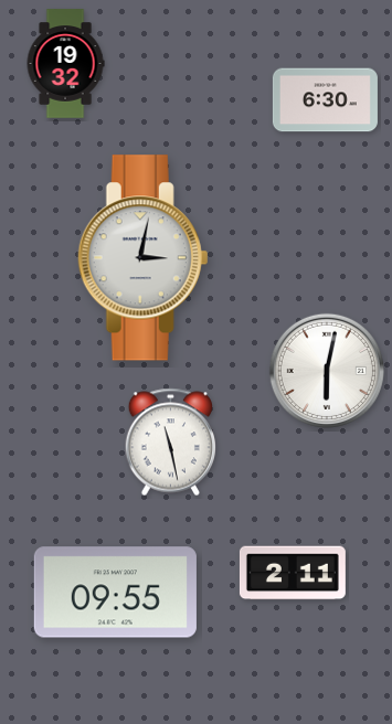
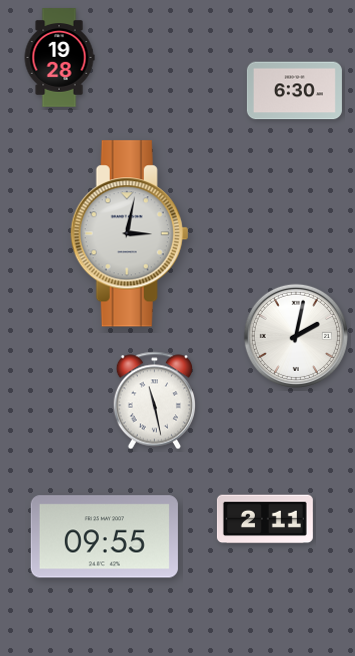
clock at (65, 64): 19:32 -> 19:28
clock at (327, 371): 6:02 -> 2:02
